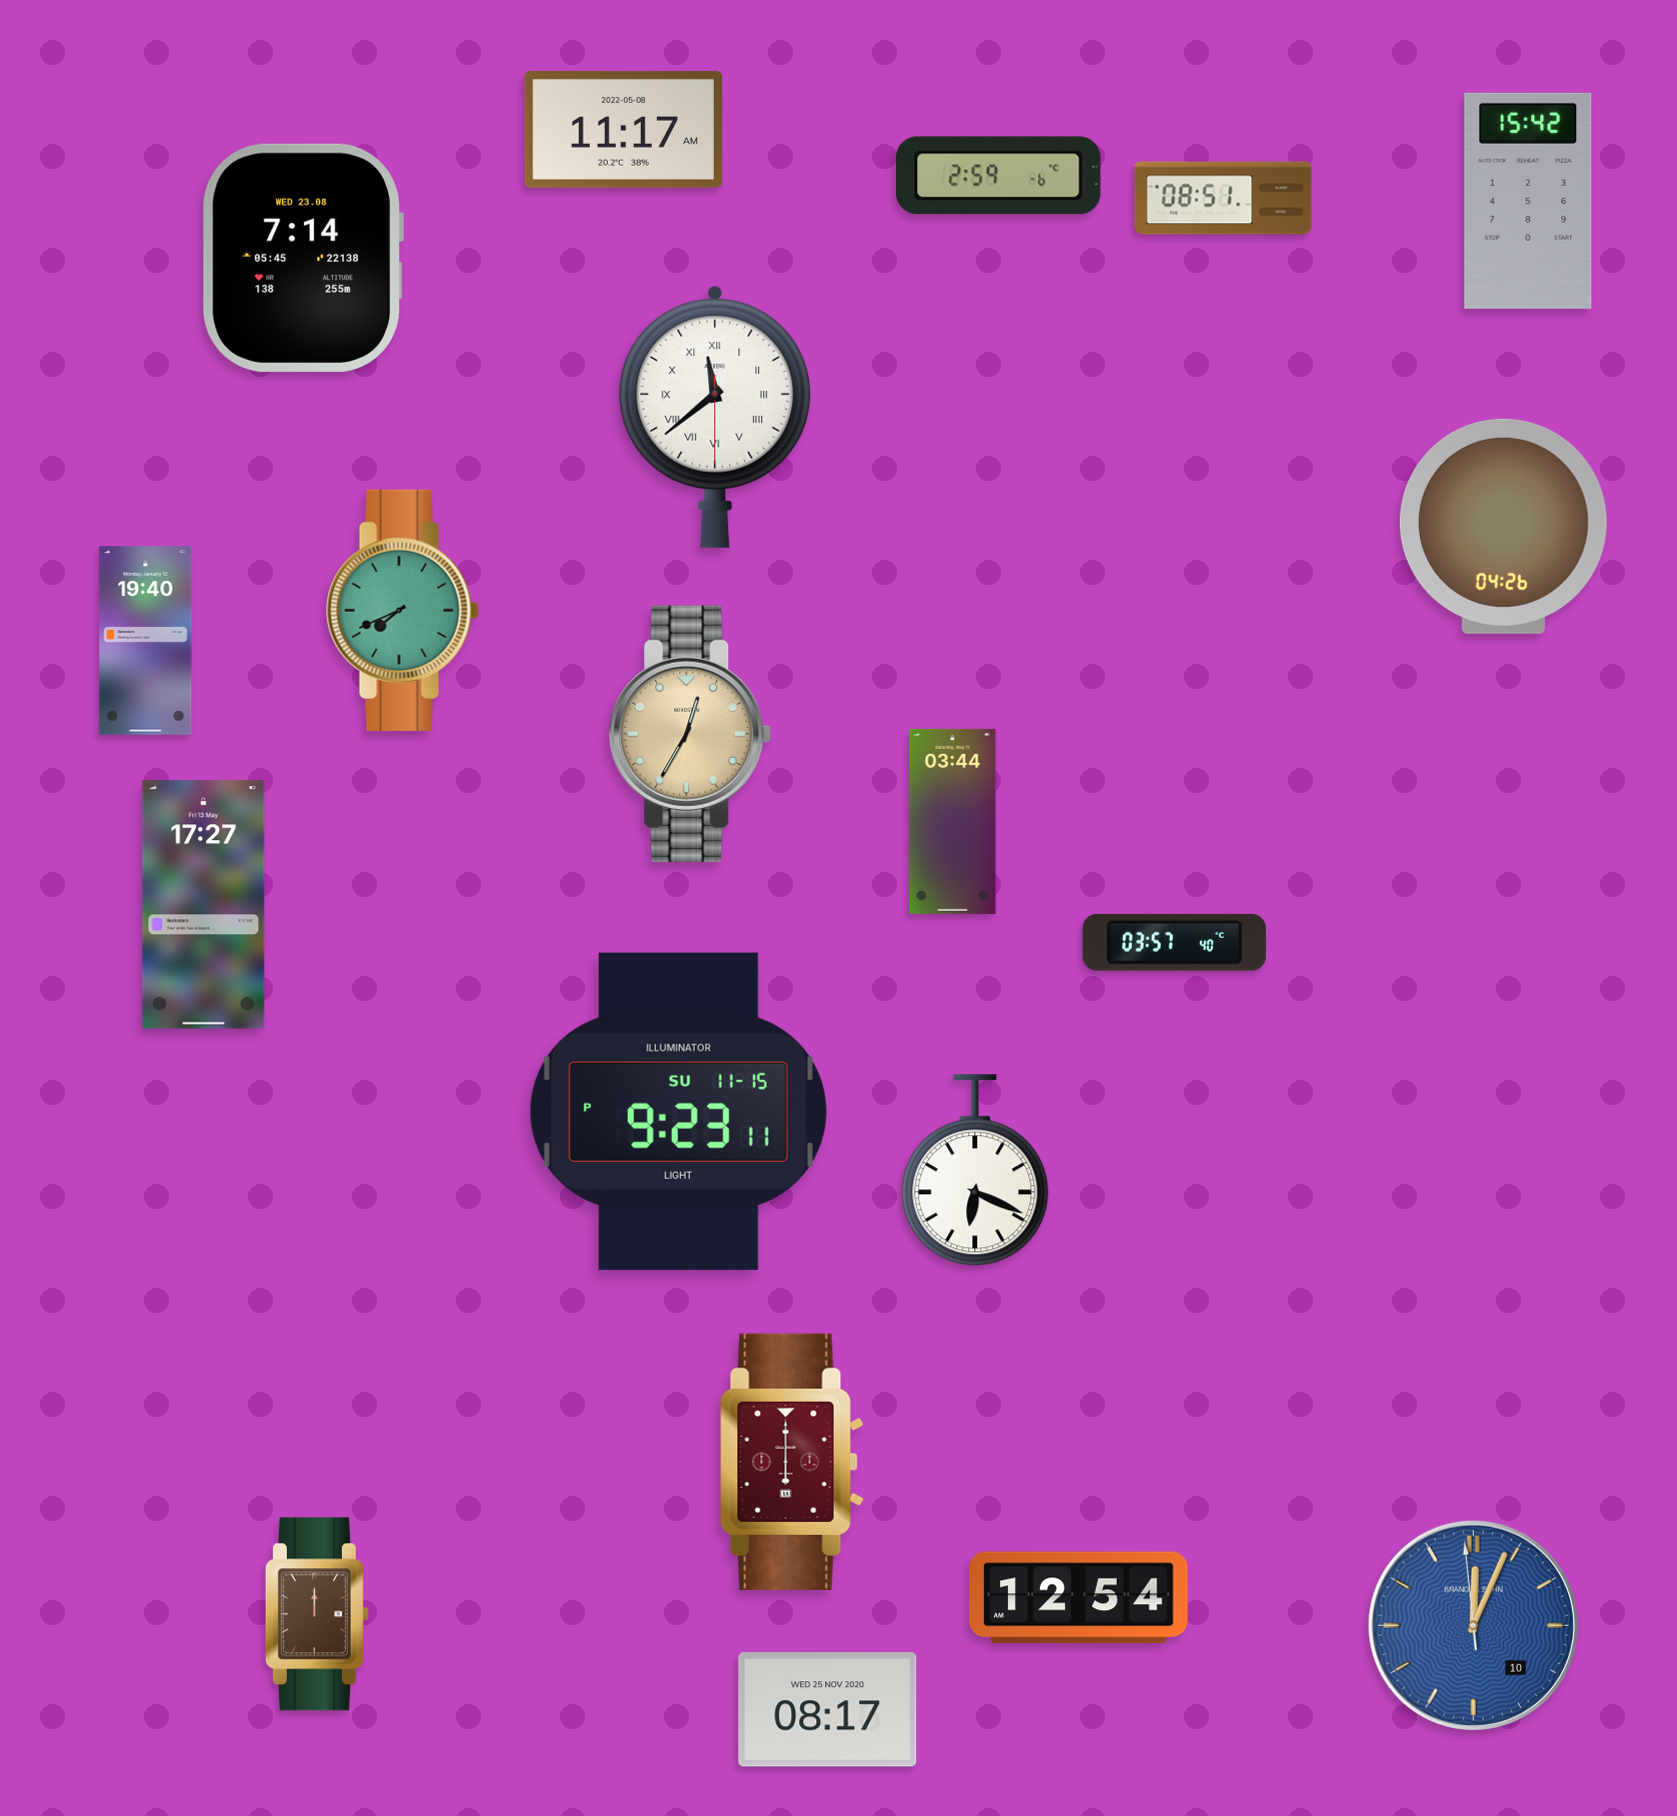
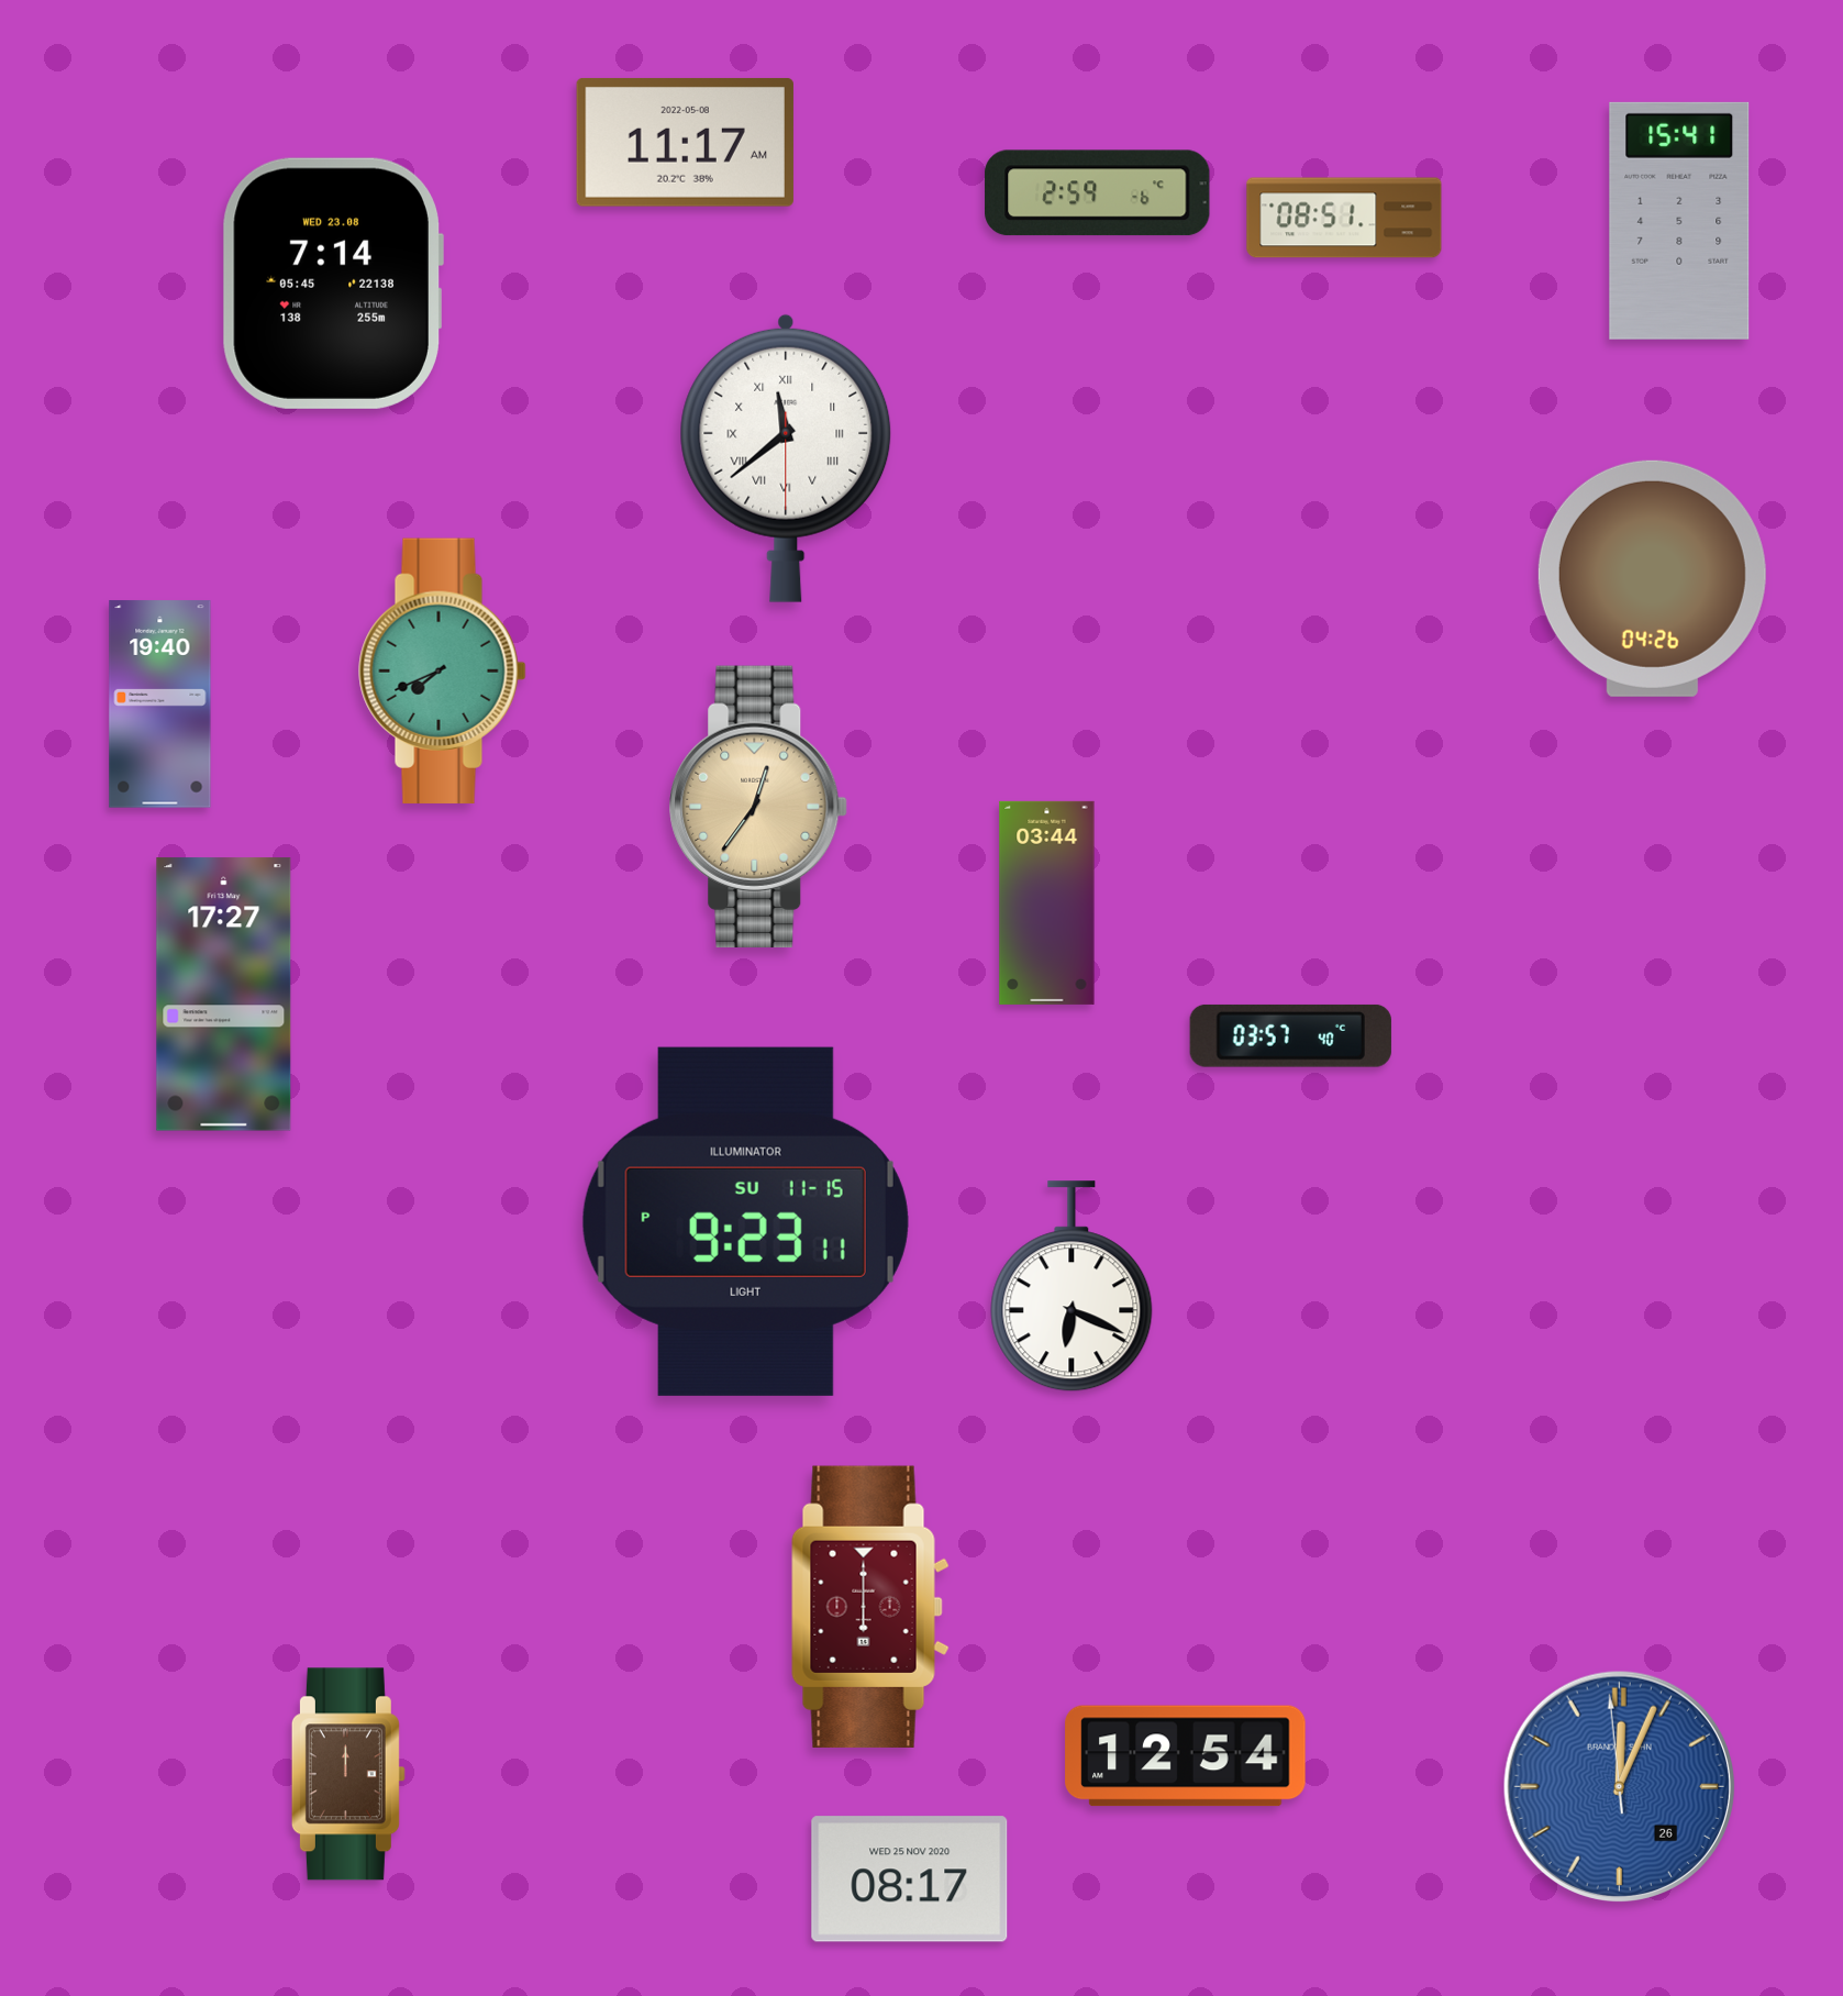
clock at (1528, 201): 15:42 -> 15:41
clock at (690, 734): 12:35 -> 12:36
clock at (1473, 1625) date: 10 -> 26
